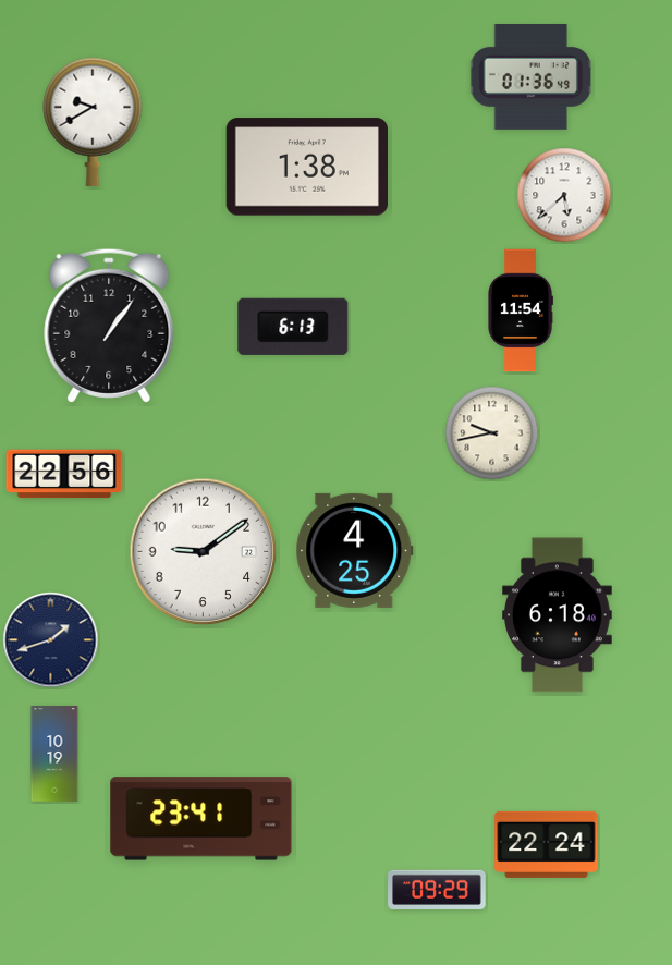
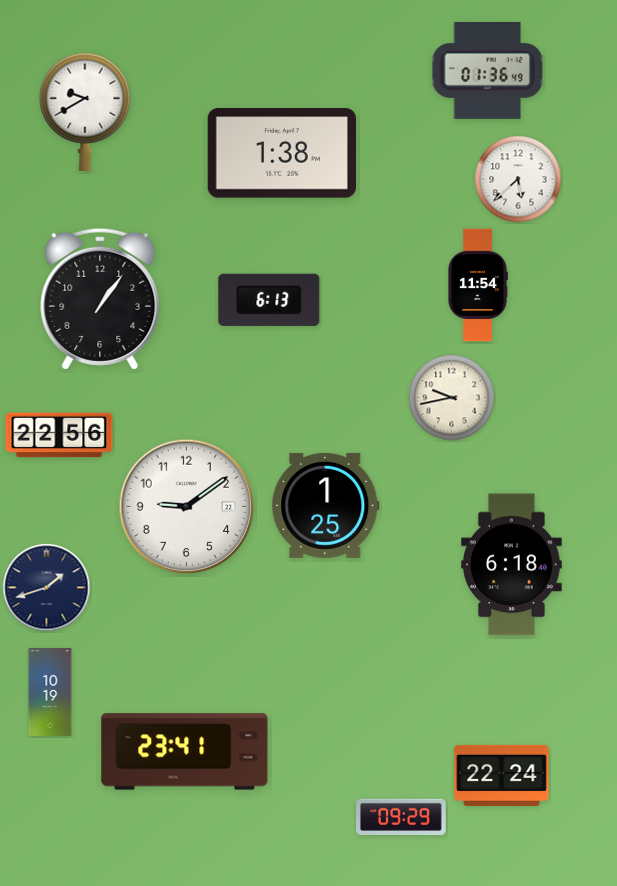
clock at (355, 550): 4:25 -> 1:25
